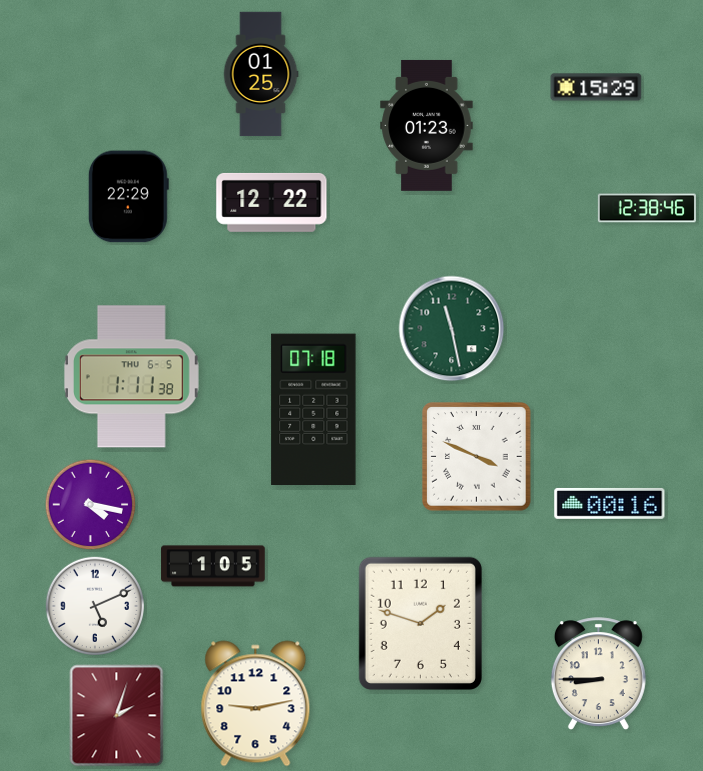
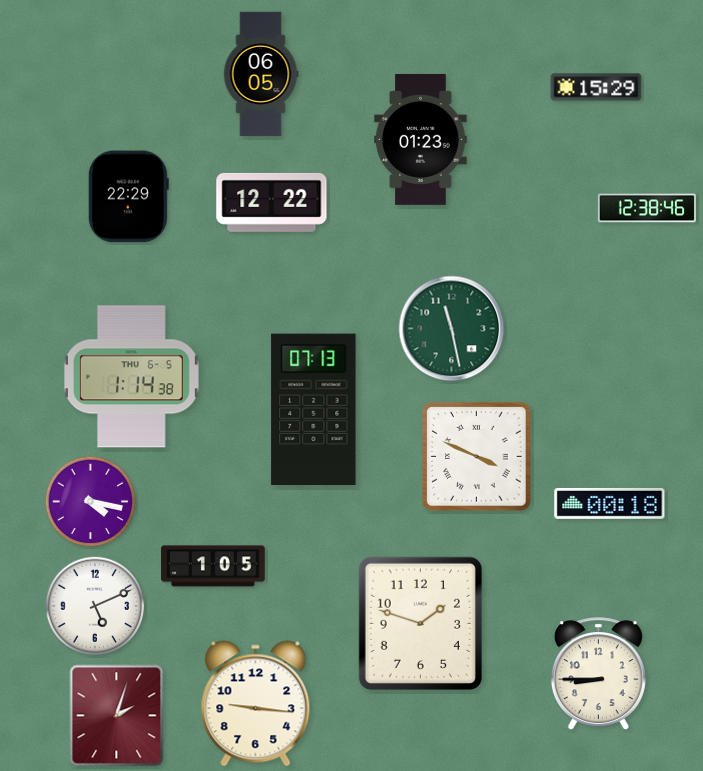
clock at (261, 74): 01:25 -> 06:05
clock at (427, 125) position: (427, 125) -> (421, 139)
clock at (131, 377): 1:11 -> 1:14
clock at (314, 410): 07:18 -> 07:13
clock at (610, 503): 00:16 -> 00:18
clock at (91, 505) position: (91, 505) -> (91, 502)
clock at (256, 704): 9:13 -> 9:16
